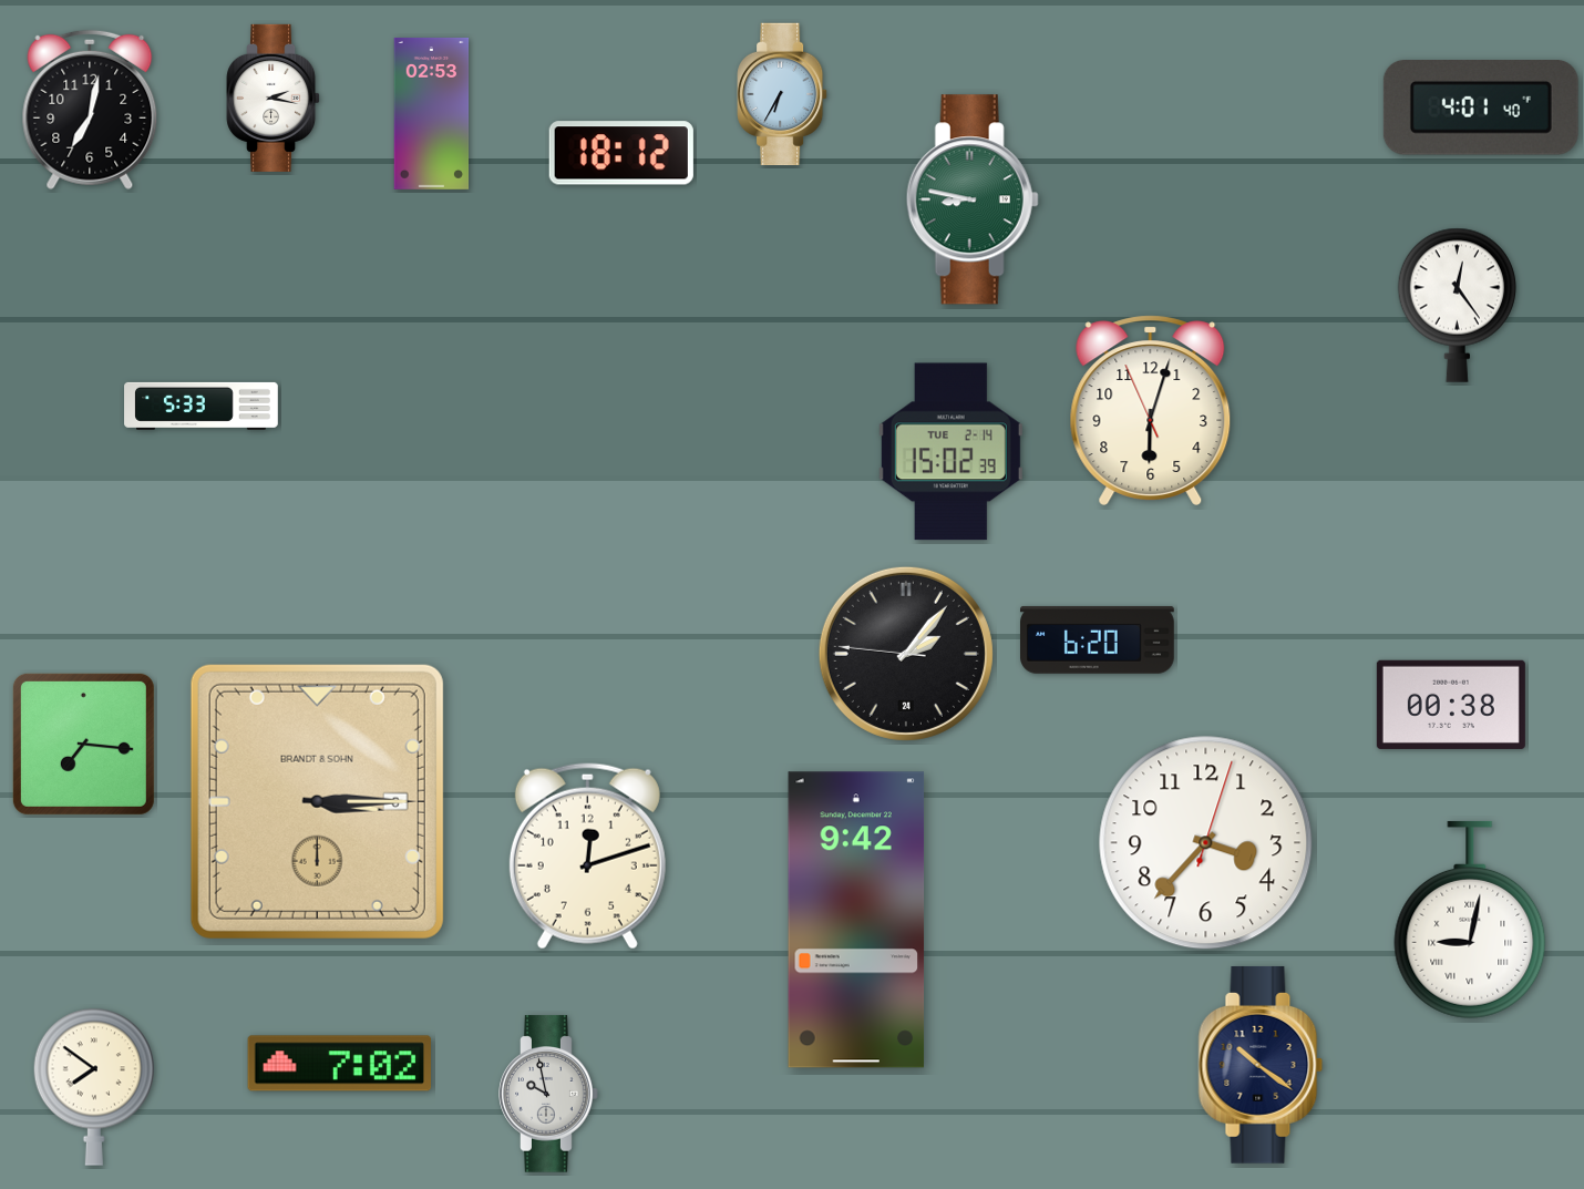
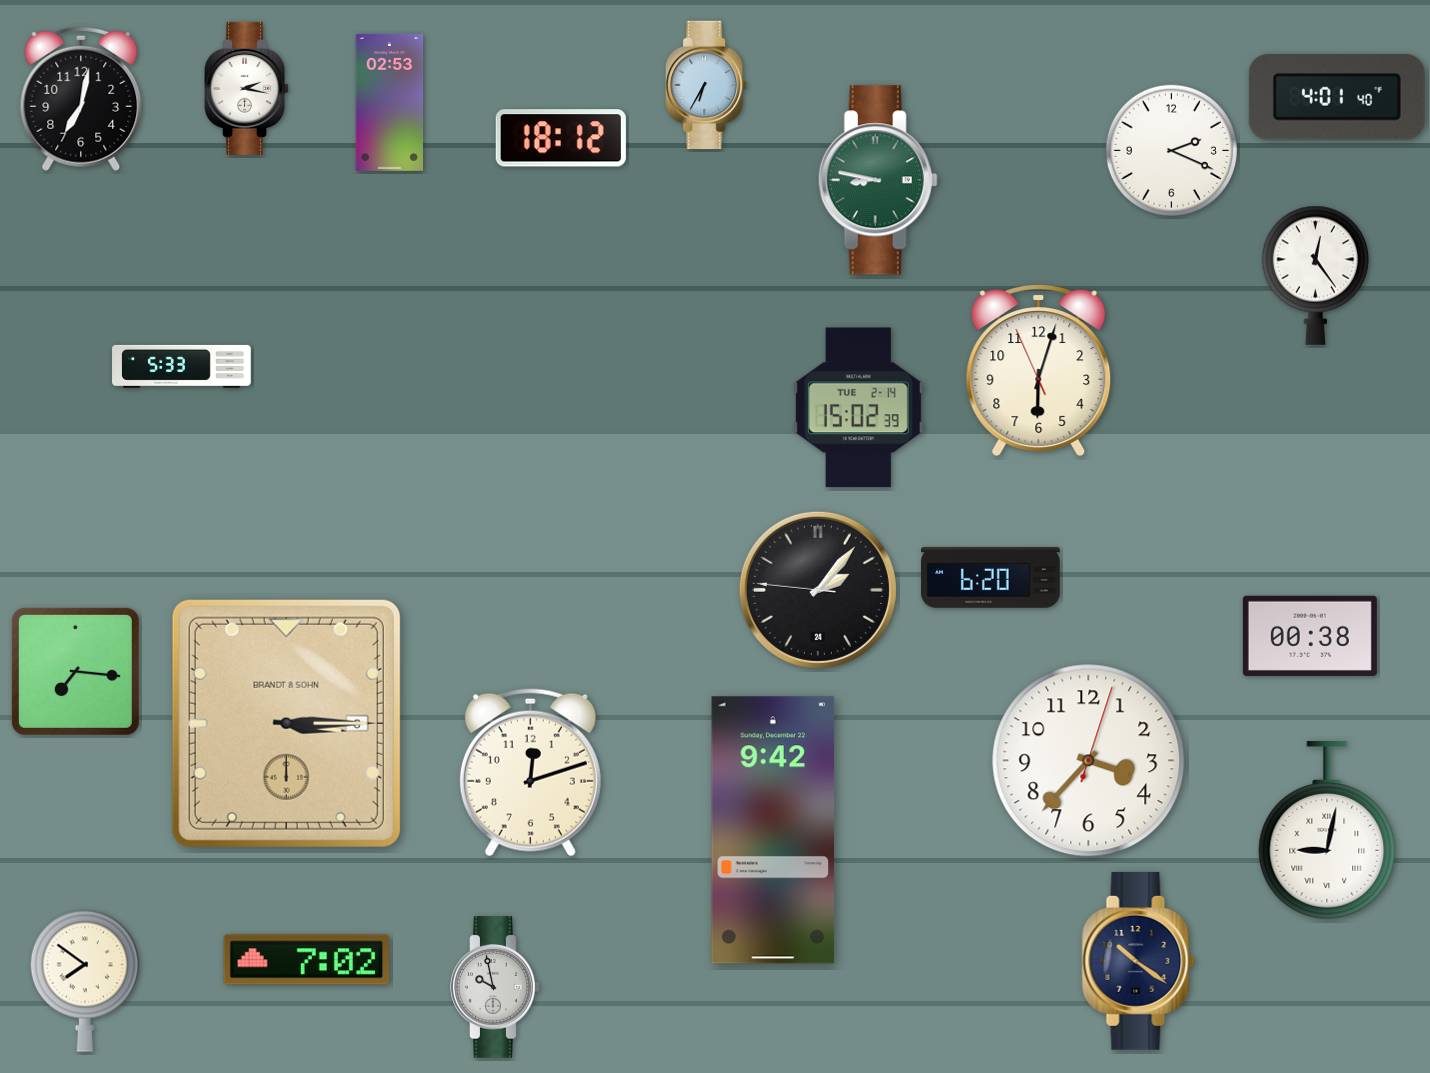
clock at (1171, 150): none -> 2:19
